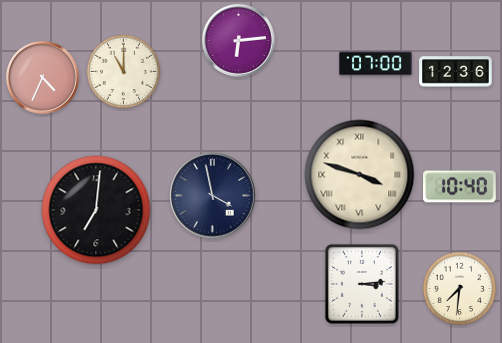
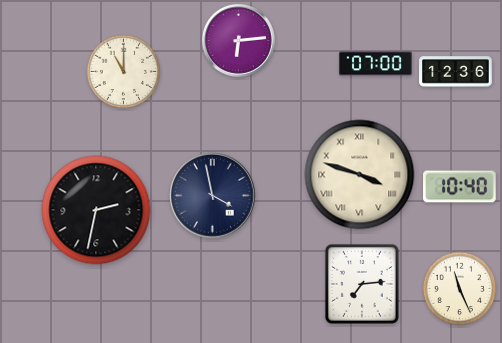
clock at (42, 77): 4:34 -> none
clock at (96, 210): 7:01 -> 2:32
clock at (362, 284): 3:14 -> 7:14
clock at (460, 289): 7:31 -> 11:26
